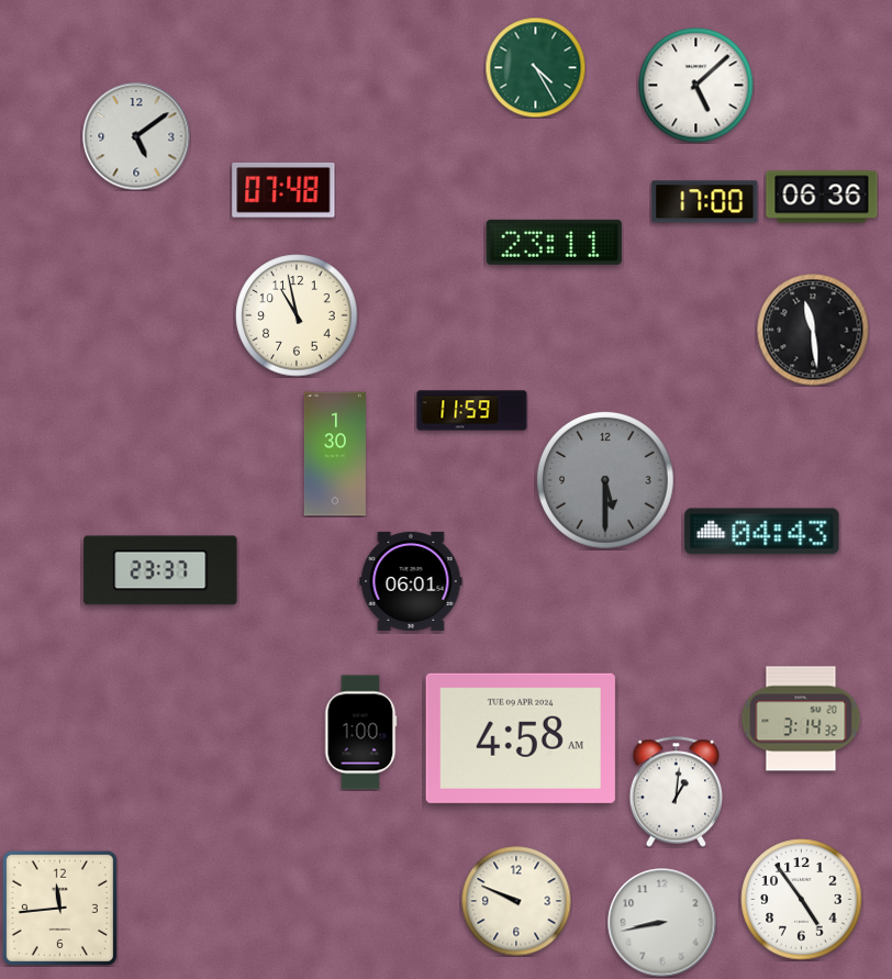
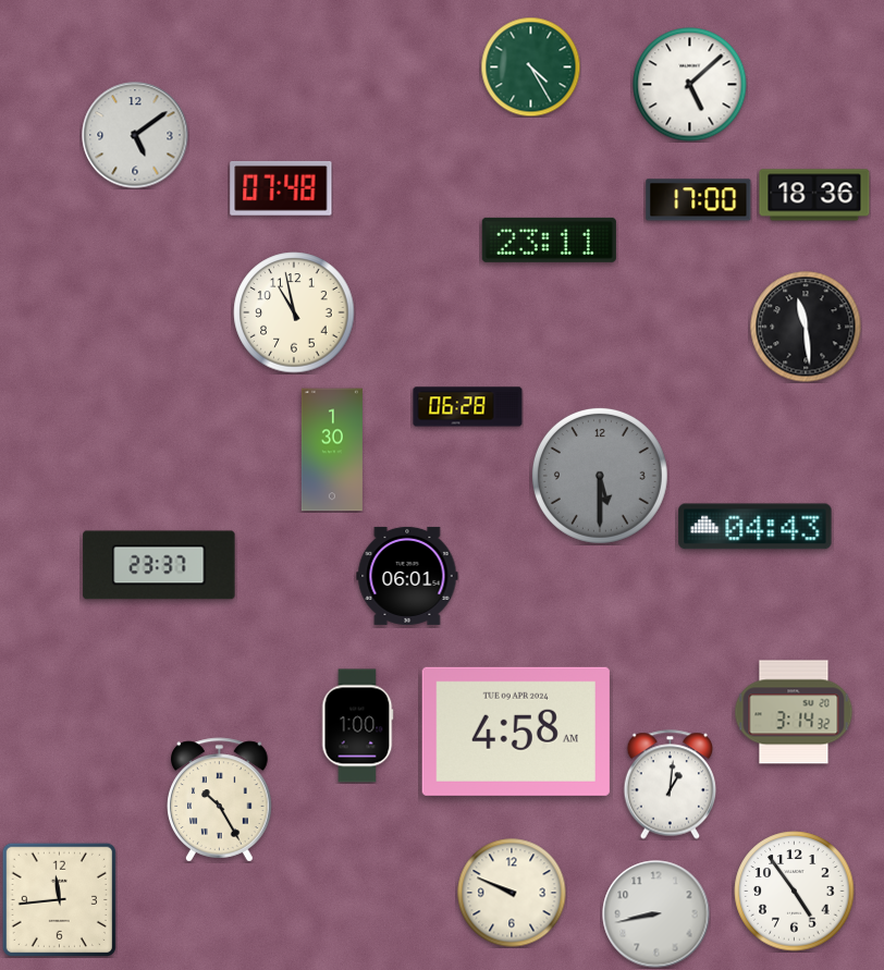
clock at (822, 197): 06:36 -> 18:36
clock at (472, 411): 11:59 -> 06:28
clock at (220, 800): none -> 10:25
